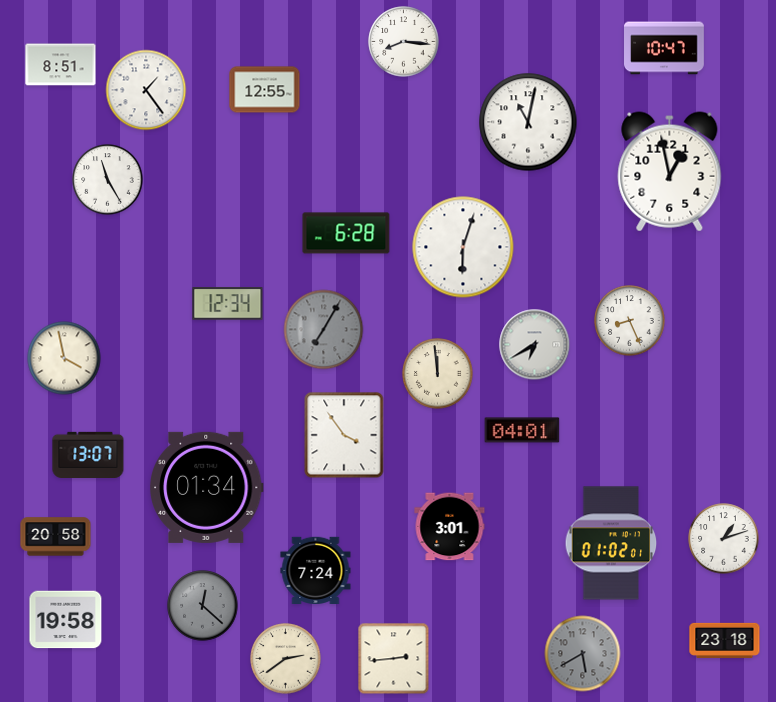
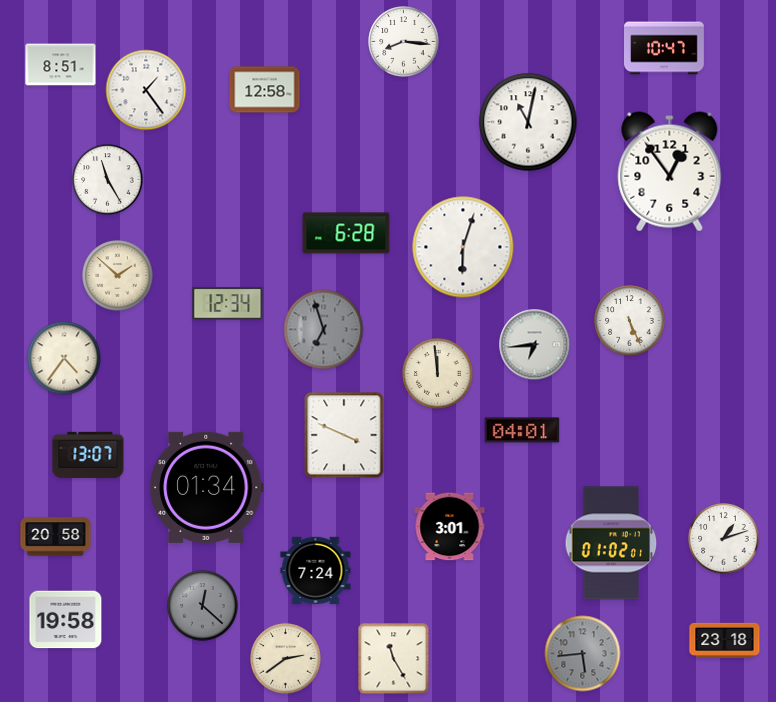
clock at (265, 90): 12:55 -> 12:58
clock at (670, 172): 12:58 -> 12:54
clock at (118, 276): none -> 1:52
clock at (630, 321): 8:26 -> 5:26
clock at (324, 330): 7:05 -> 6:57
clock at (535, 345): 6:40 -> 6:44
clock at (64, 358): 3:58 -> 4:36
clock at (344, 435): 3:54 -> 3:49
clock at (583, 654): 5:40 -> 5:44
clock at (394, 659): 2:44 -> 11:25
